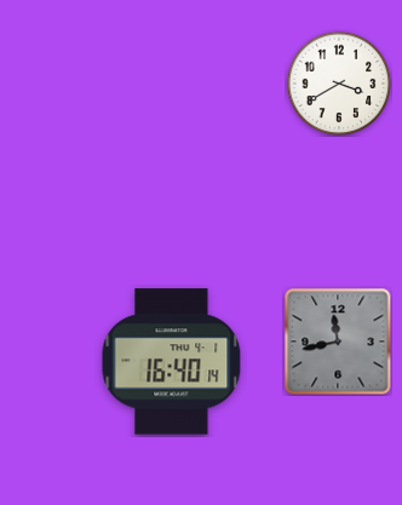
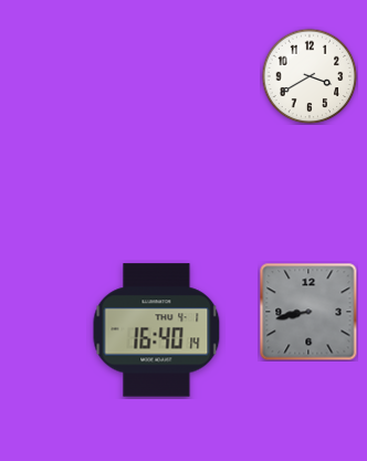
clock at (338, 342): 11:43 -> 8:43
